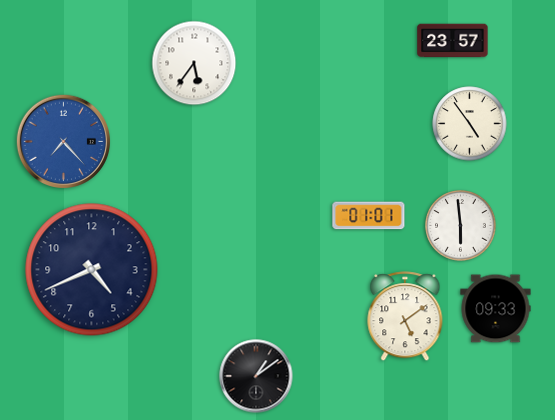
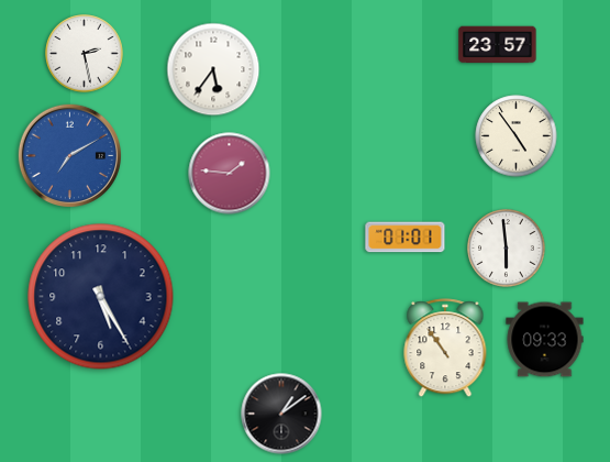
clock at (85, 54): none -> 2:28
clock at (63, 141): 7:23 -> 7:10
clock at (230, 174): none -> 1:46
clock at (92, 270): 4:41 -> 5:25
clock at (405, 317): 5:09 -> 10:54
